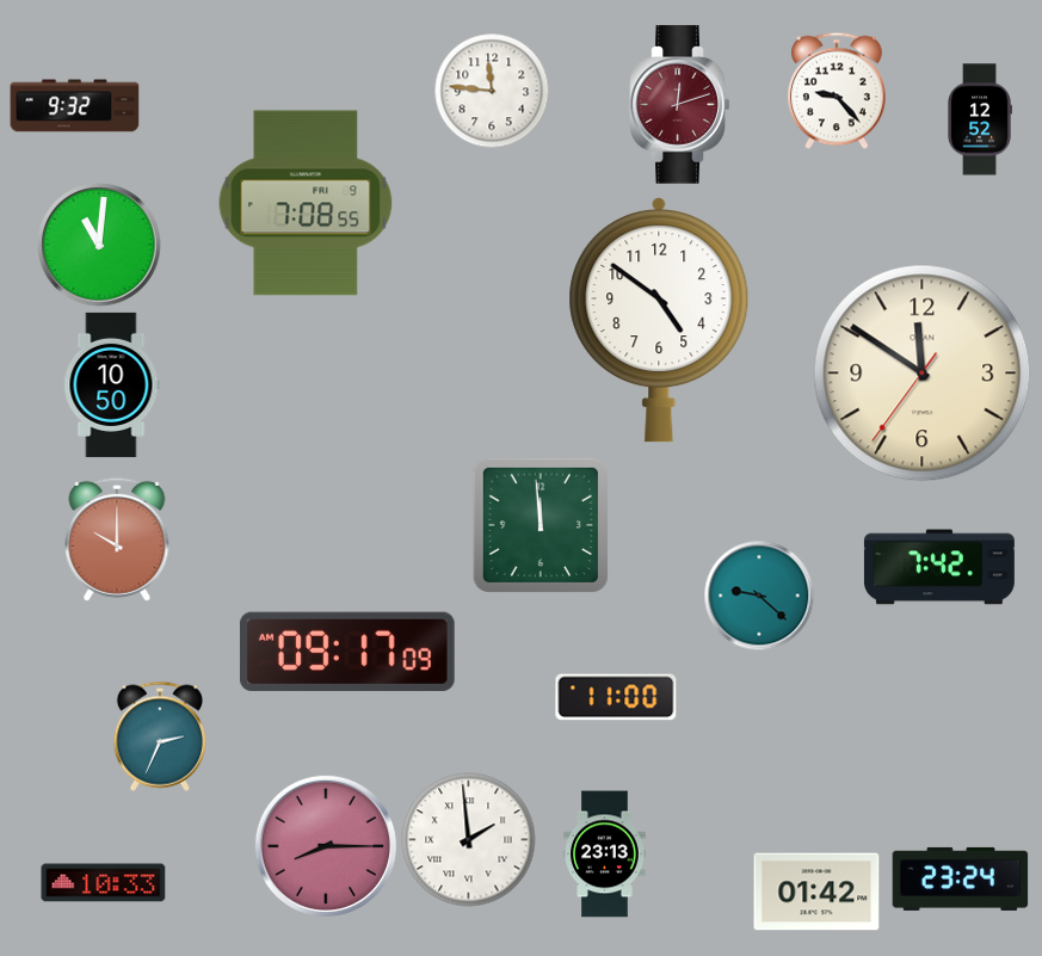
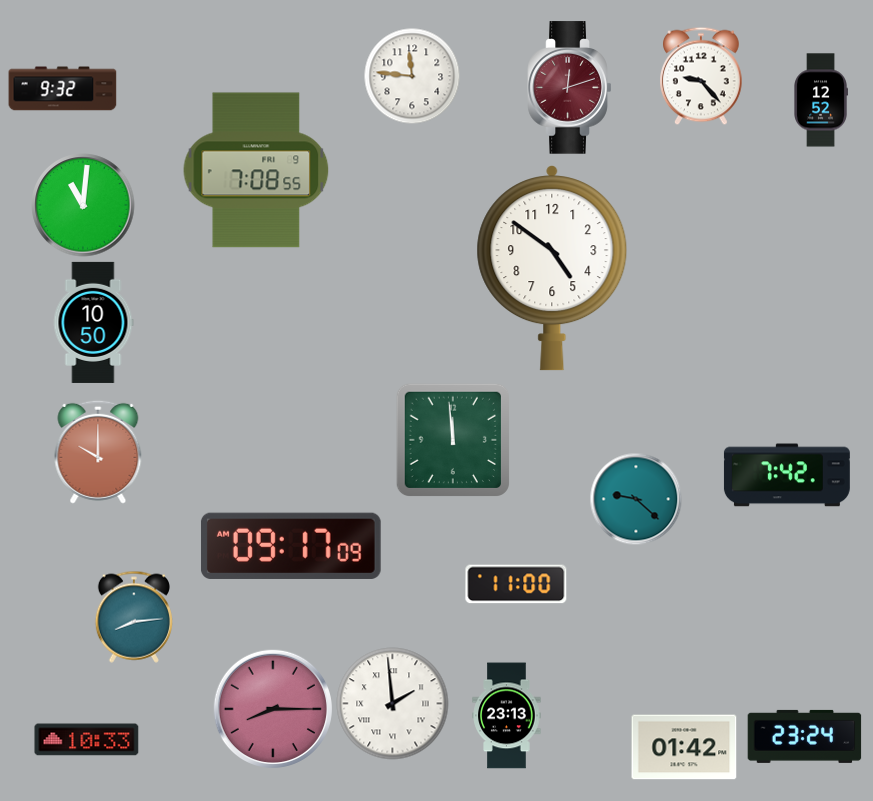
clock at (923, 374): 11:50 -> none
clock at (160, 736): 2:34 -> 8:14
